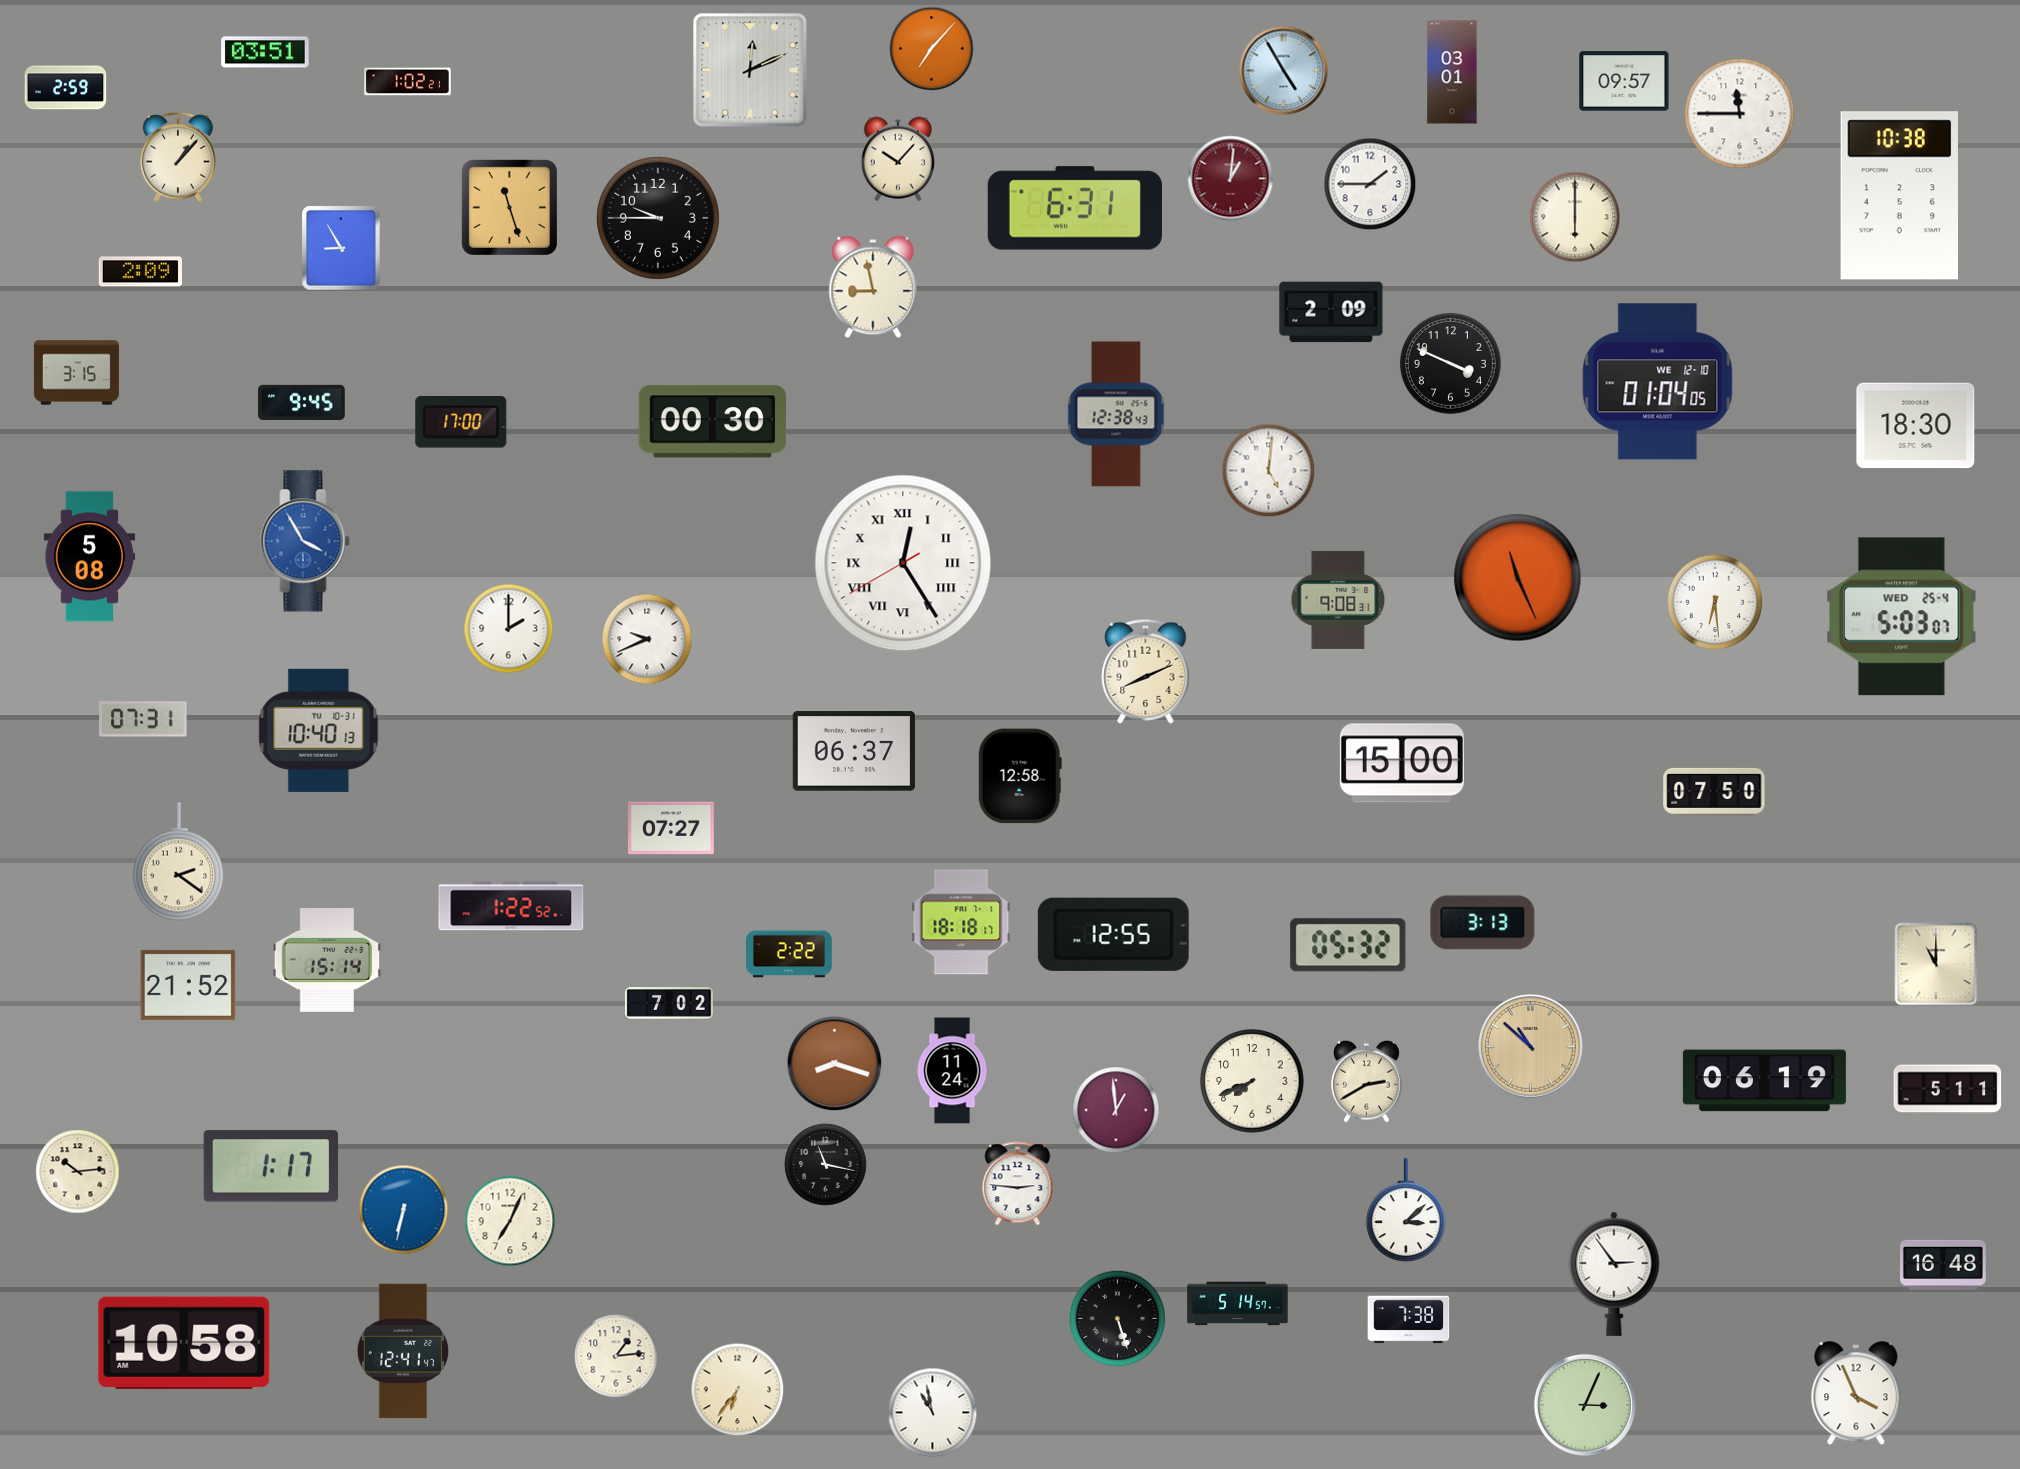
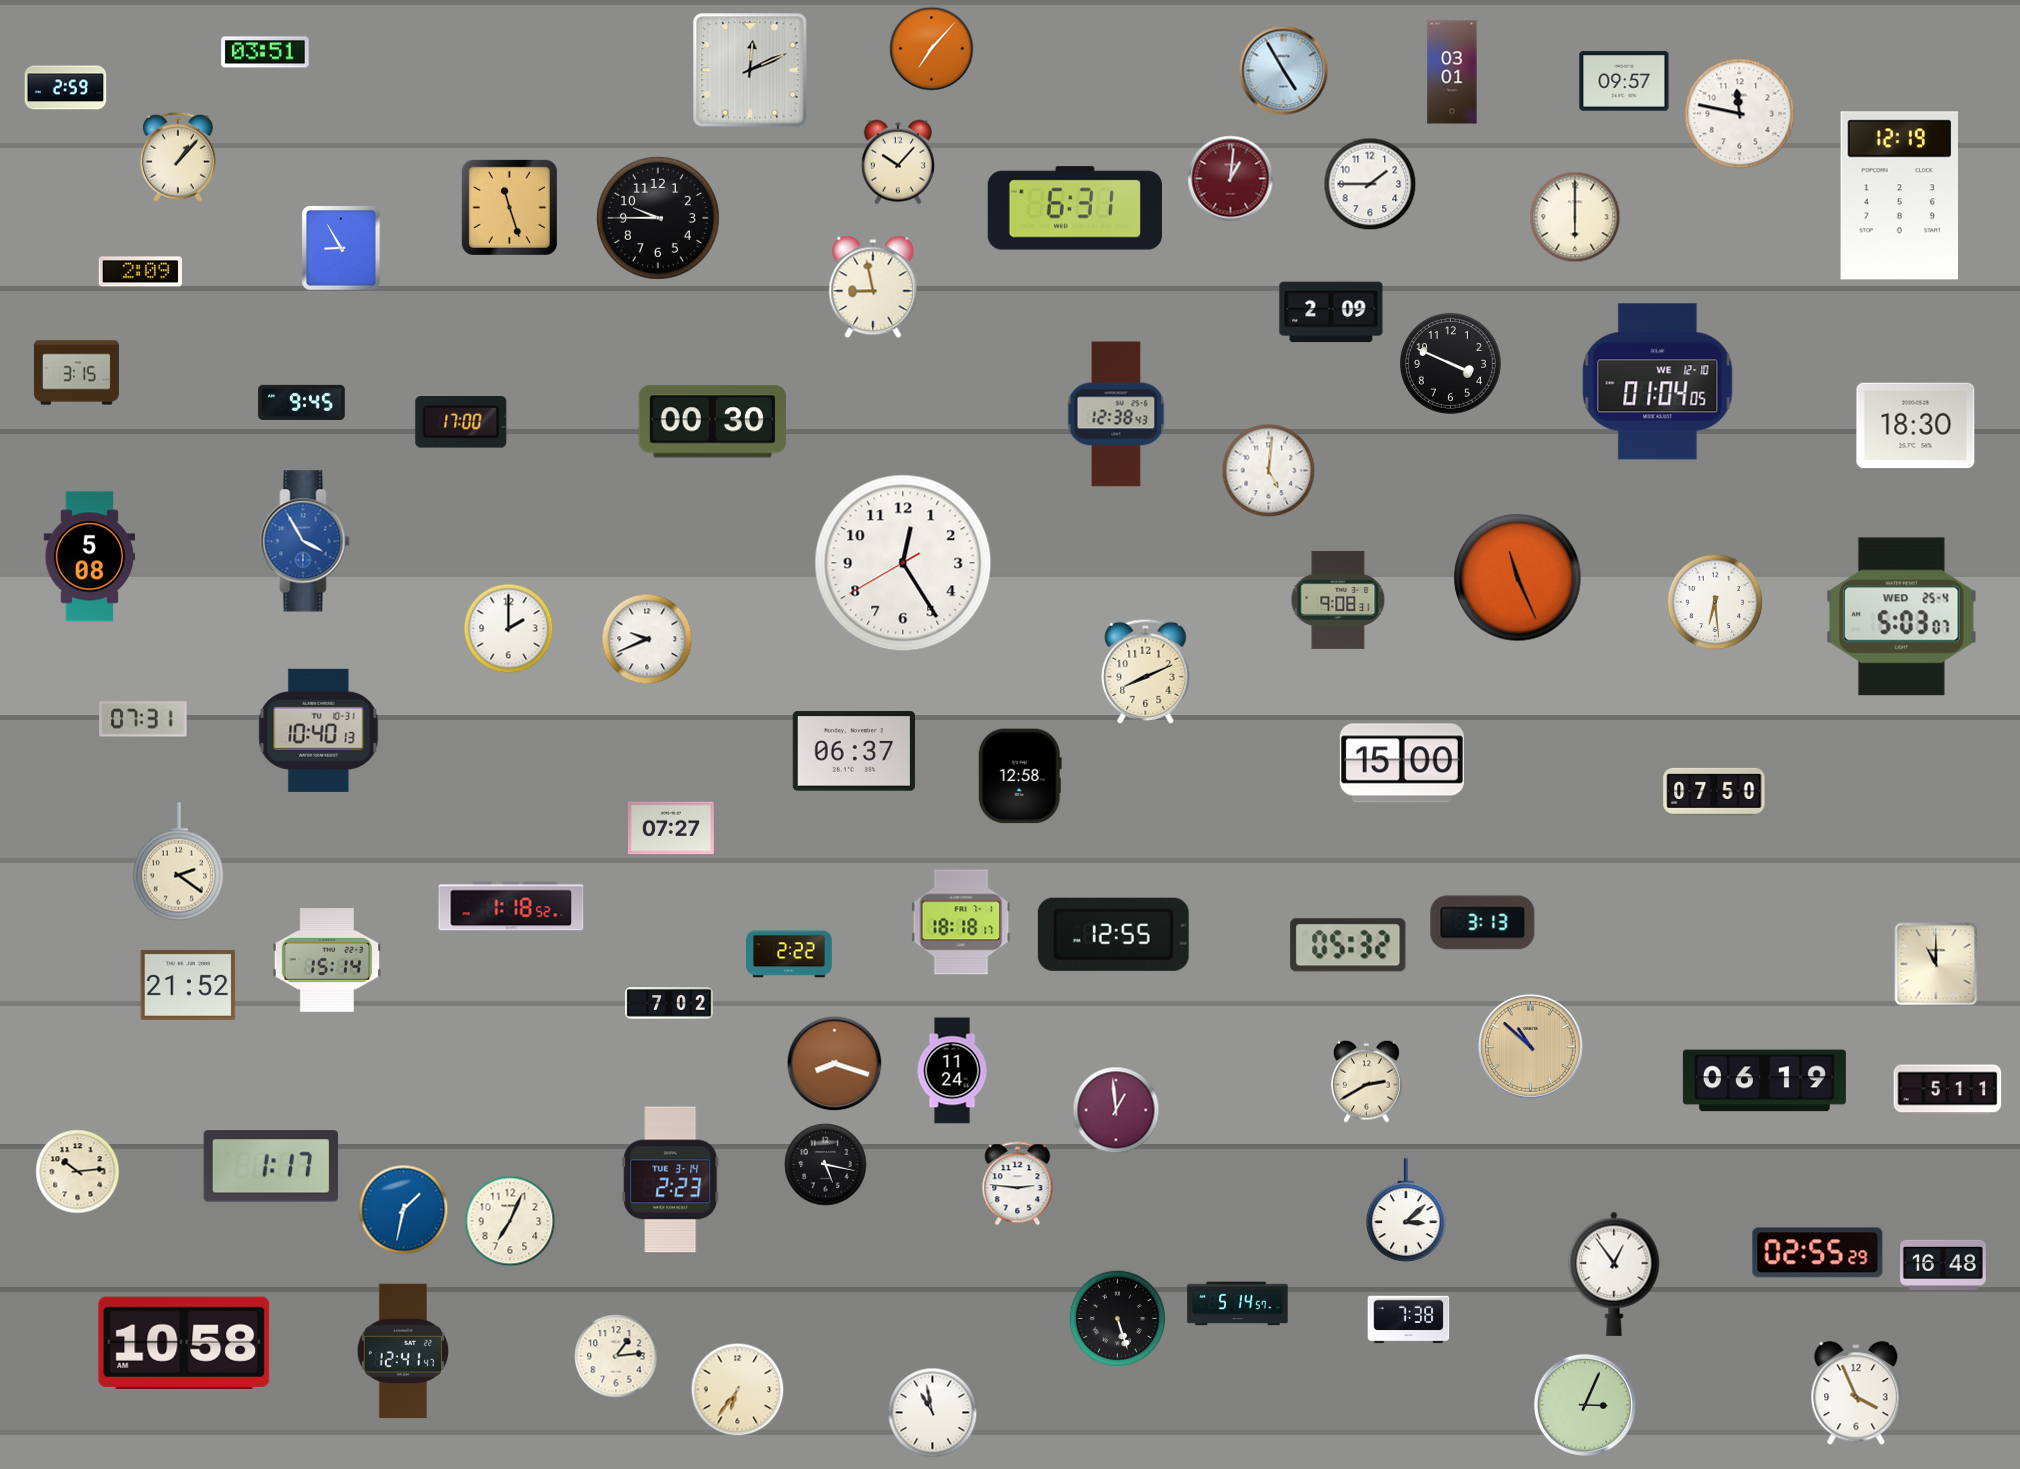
clock at (408, 82): 1:02 -> none
clock at (1740, 114): 11:45 -> 11:47
clock at (898, 159) position: (898, 159) -> (898, 162)
clock at (1899, 196): 10:38 -> 12:19
clock at (903, 563) numerals: Roman -> Arabic
clock at (511, 906): 1:22 -> 1:18
clock at (1252, 1081): 7:41 -> none
clock at (826, 1165): 11:17 -> 5:17
clock at (671, 1180): none -> 2:23
clock at (404, 1210): 6:32 -> 1:32
clock at (1818, 1253): none -> 02:55
clock at (1614, 1274): 2:54 -> 12:54
